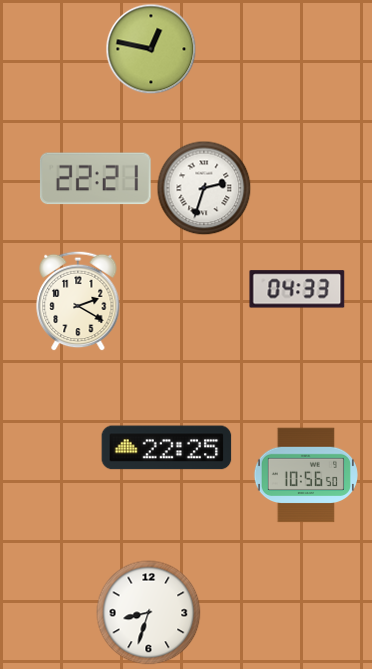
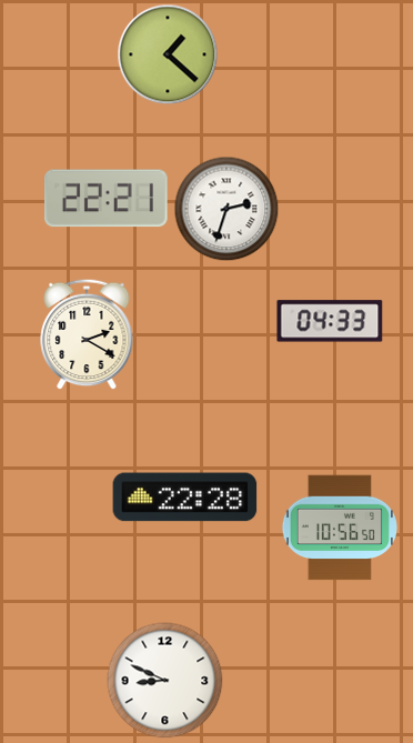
clock at (151, 49): 12:47 -> 1:22
clock at (167, 448): 22:25 -> 22:28
clock at (149, 613): 8:33 -> 8:49
